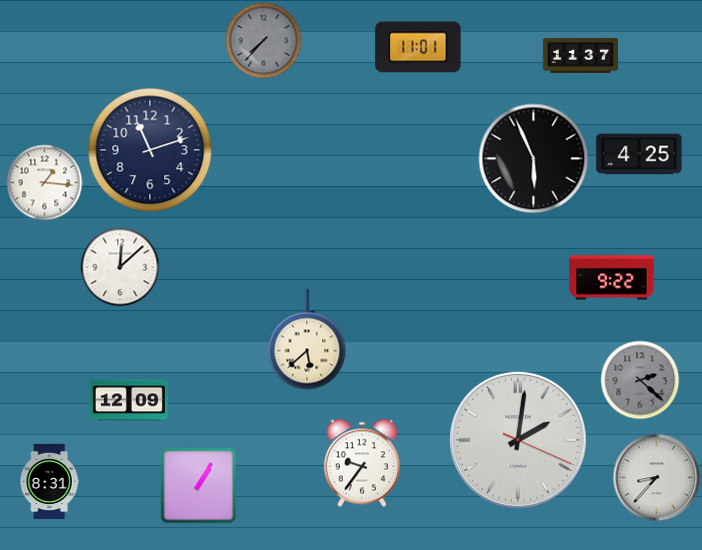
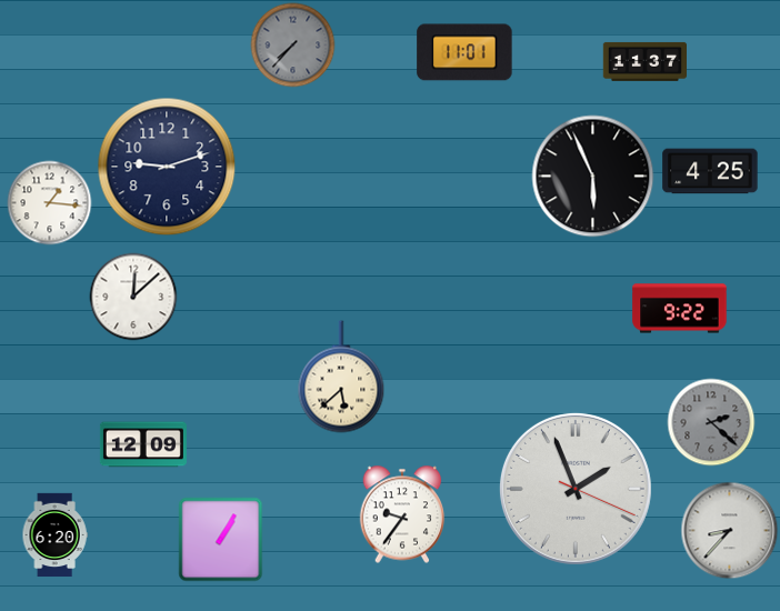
clock at (150, 150): 11:12 -> 9:12
clock at (518, 440): 2:01 -> 1:56
clock at (49, 482): 8:31 -> 6:20
